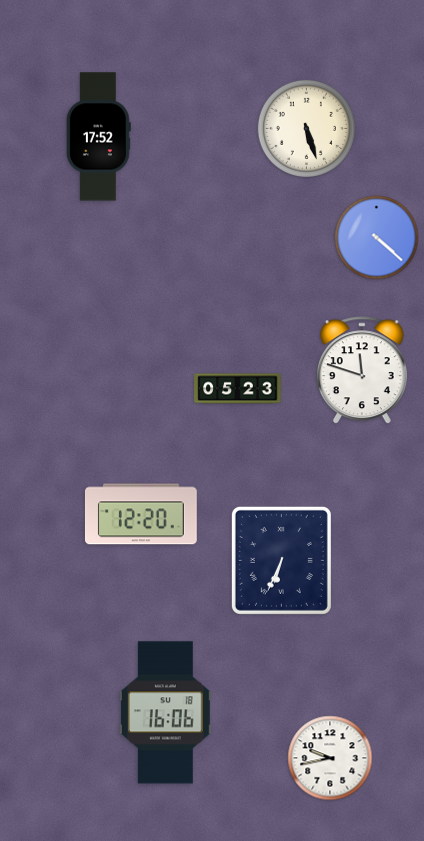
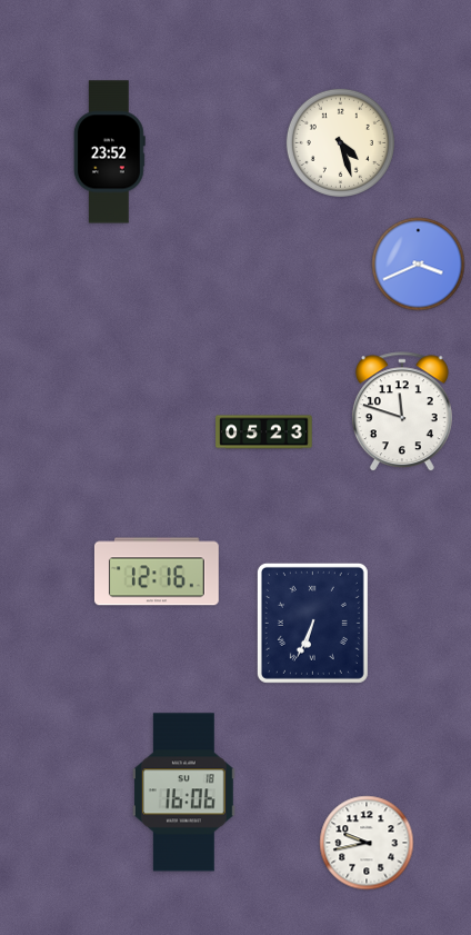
clock at (306, 128): 5:27 -> 4:27
clock at (98, 137): 17:52 -> 23:52
clock at (377, 238): 4:22 -> 3:41
clock at (141, 514): 12:20 -> 12:16
